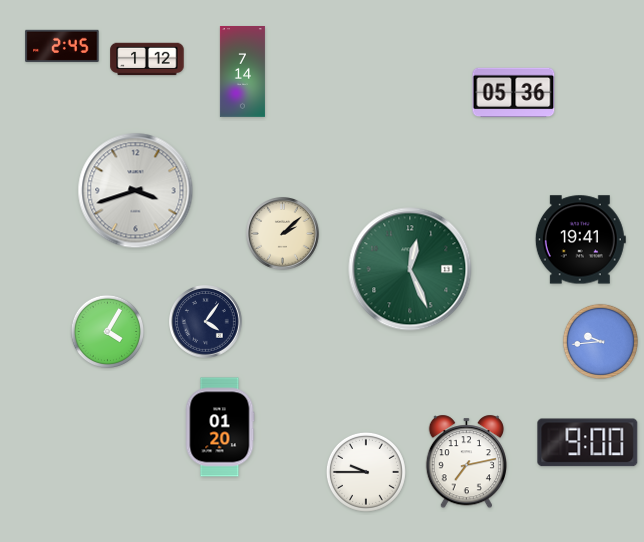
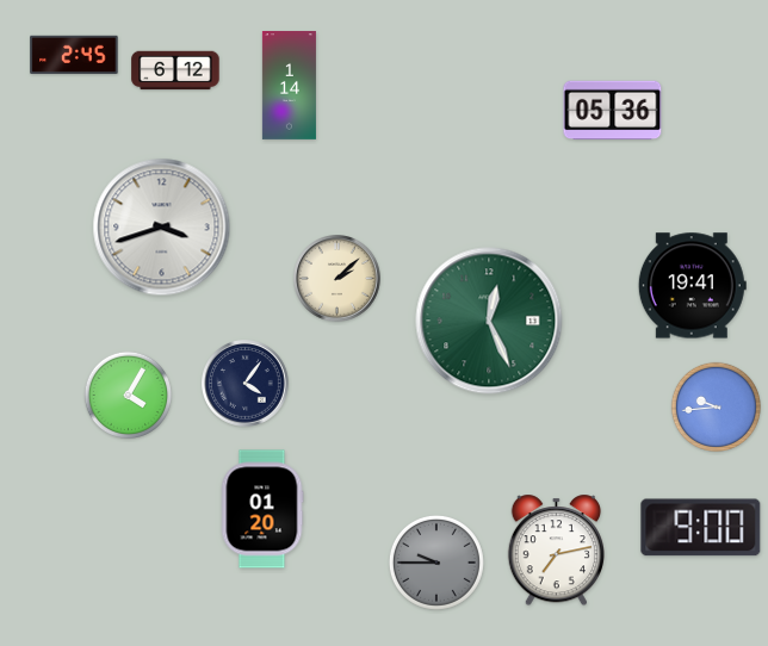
clock at (147, 59): 1:12 -> 6:12
clock at (242, 72): 7:14 -> 1:14
clock at (366, 472) dial: white -> grey
